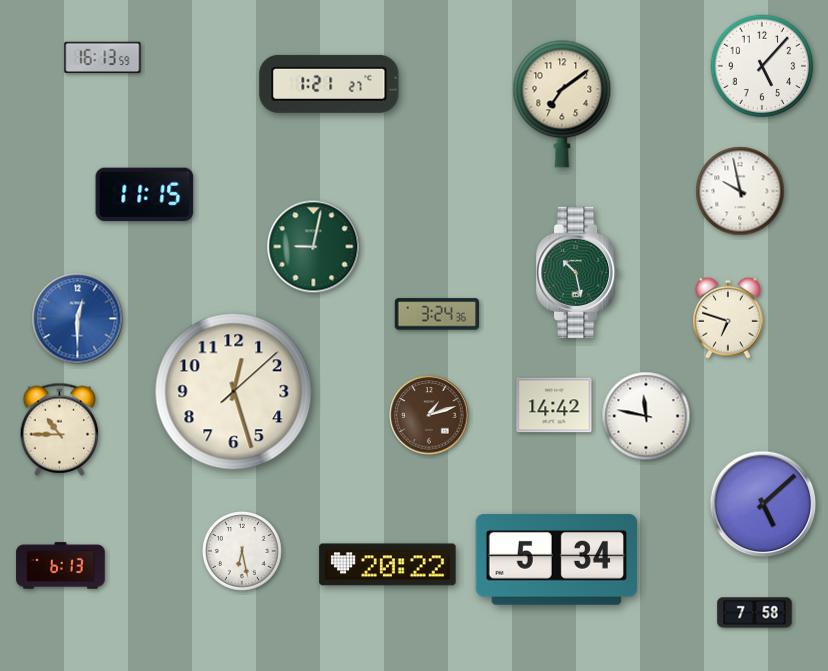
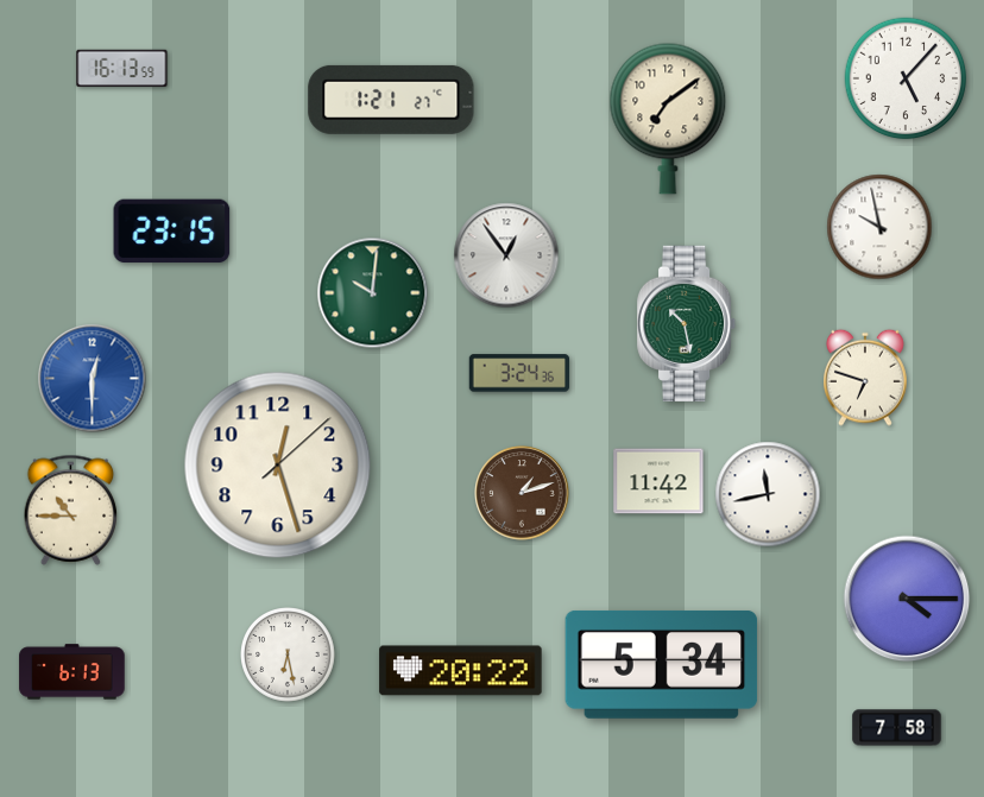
clock at (562, 104) position: (562, 104) -> (668, 119)
clock at (145, 195): 11:15 -> 23:15
clock at (506, 255): none -> 12:54
clock at (314, 247): 9:02 -> 10:01
clock at (554, 405): 14:42 -> 11:42
clock at (429, 415) position: (429, 415) -> (522, 493)
clock at (646, 416): 11:47 -> 11:43
clock at (763, 504): 5:08 -> 4:15
